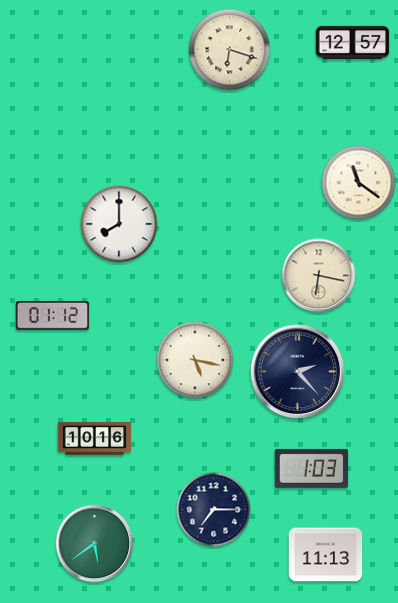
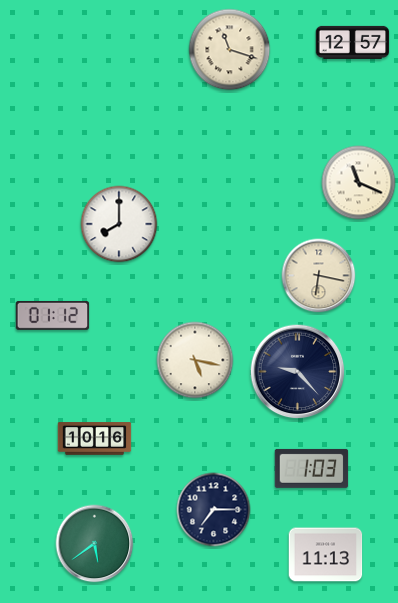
clock at (230, 50): 6:18 -> 11:18
clock at (359, 183): 11:21 -> 11:19
clock at (298, 372): 2:23 -> 9:23
